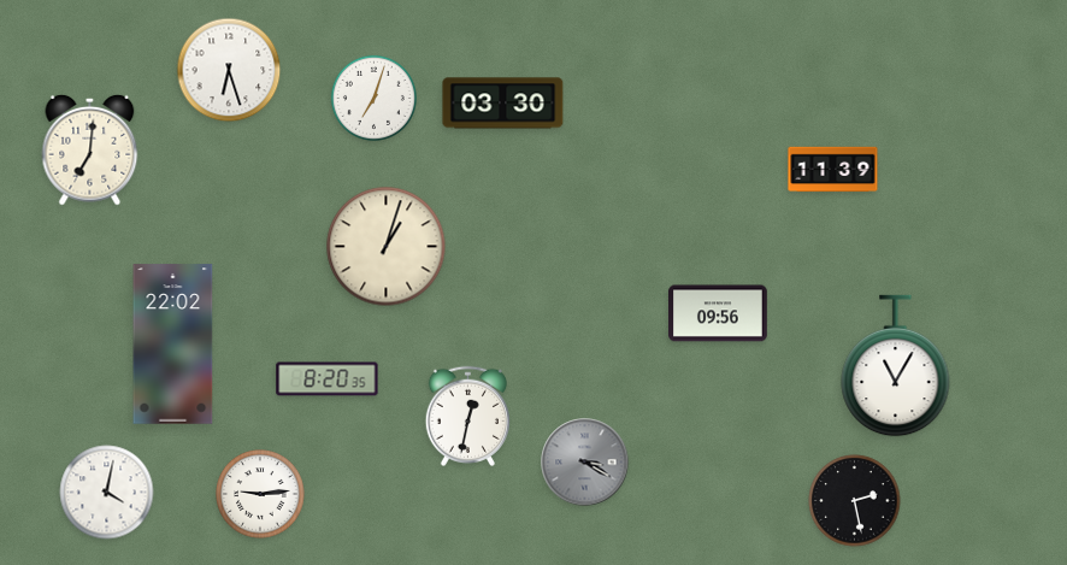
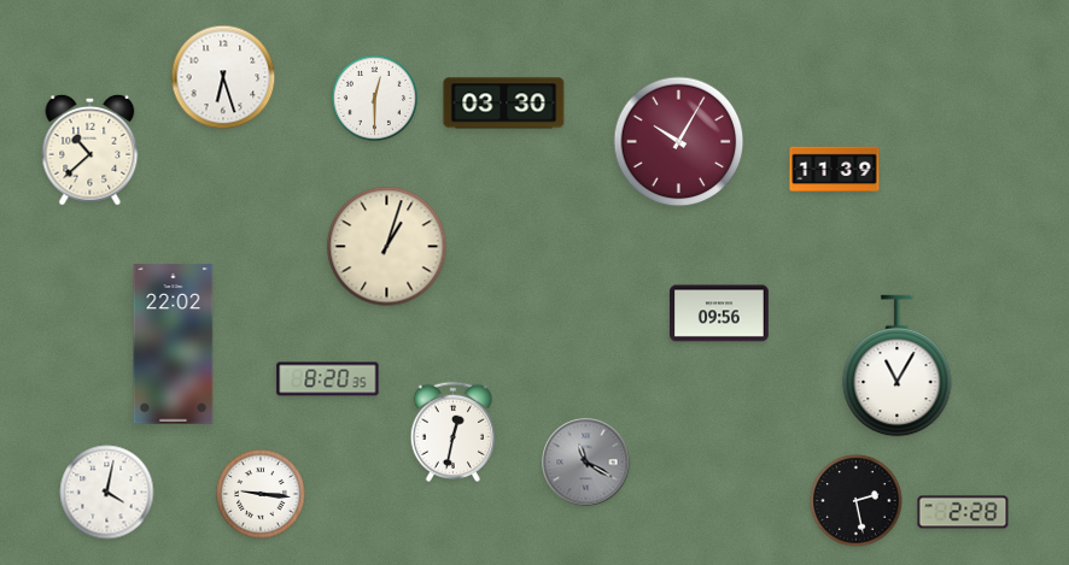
clock at (229, 70) position: (229, 70) -> (223, 77)
clock at (373, 98): 7:03 -> 12:30
clock at (679, 142): none -> 10:05
clock at (90, 149): 7:01 -> 10:38
clock at (467, 416) position: (467, 416) -> (452, 431)
clock at (585, 463): 3:20 -> 11:20
clock at (260, 494): 9:14 -> 9:16
clock at (963, 512): none -> 2:28
